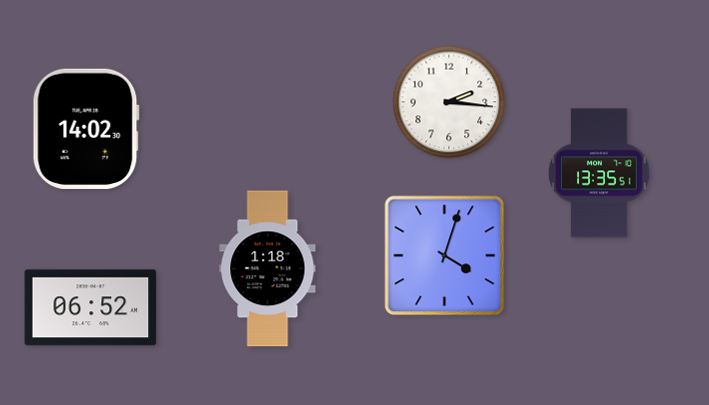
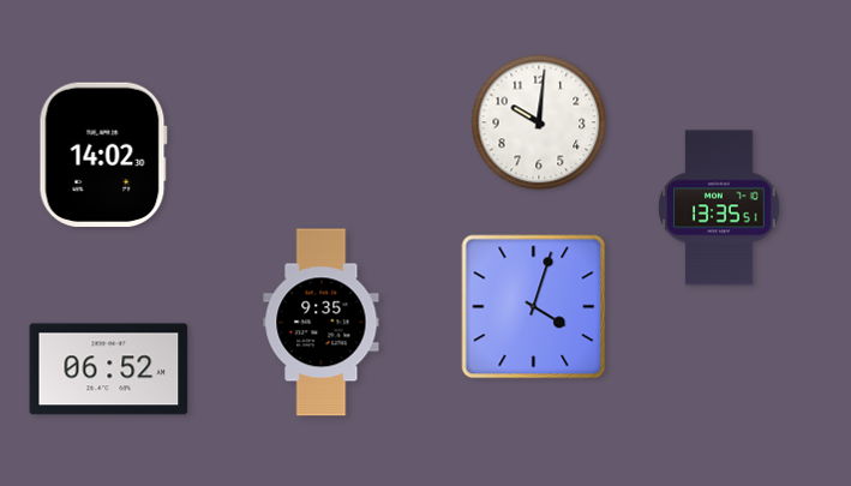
clock at (449, 102): 2:16 -> 10:01
clock at (268, 269): 1:18 -> 9:35
